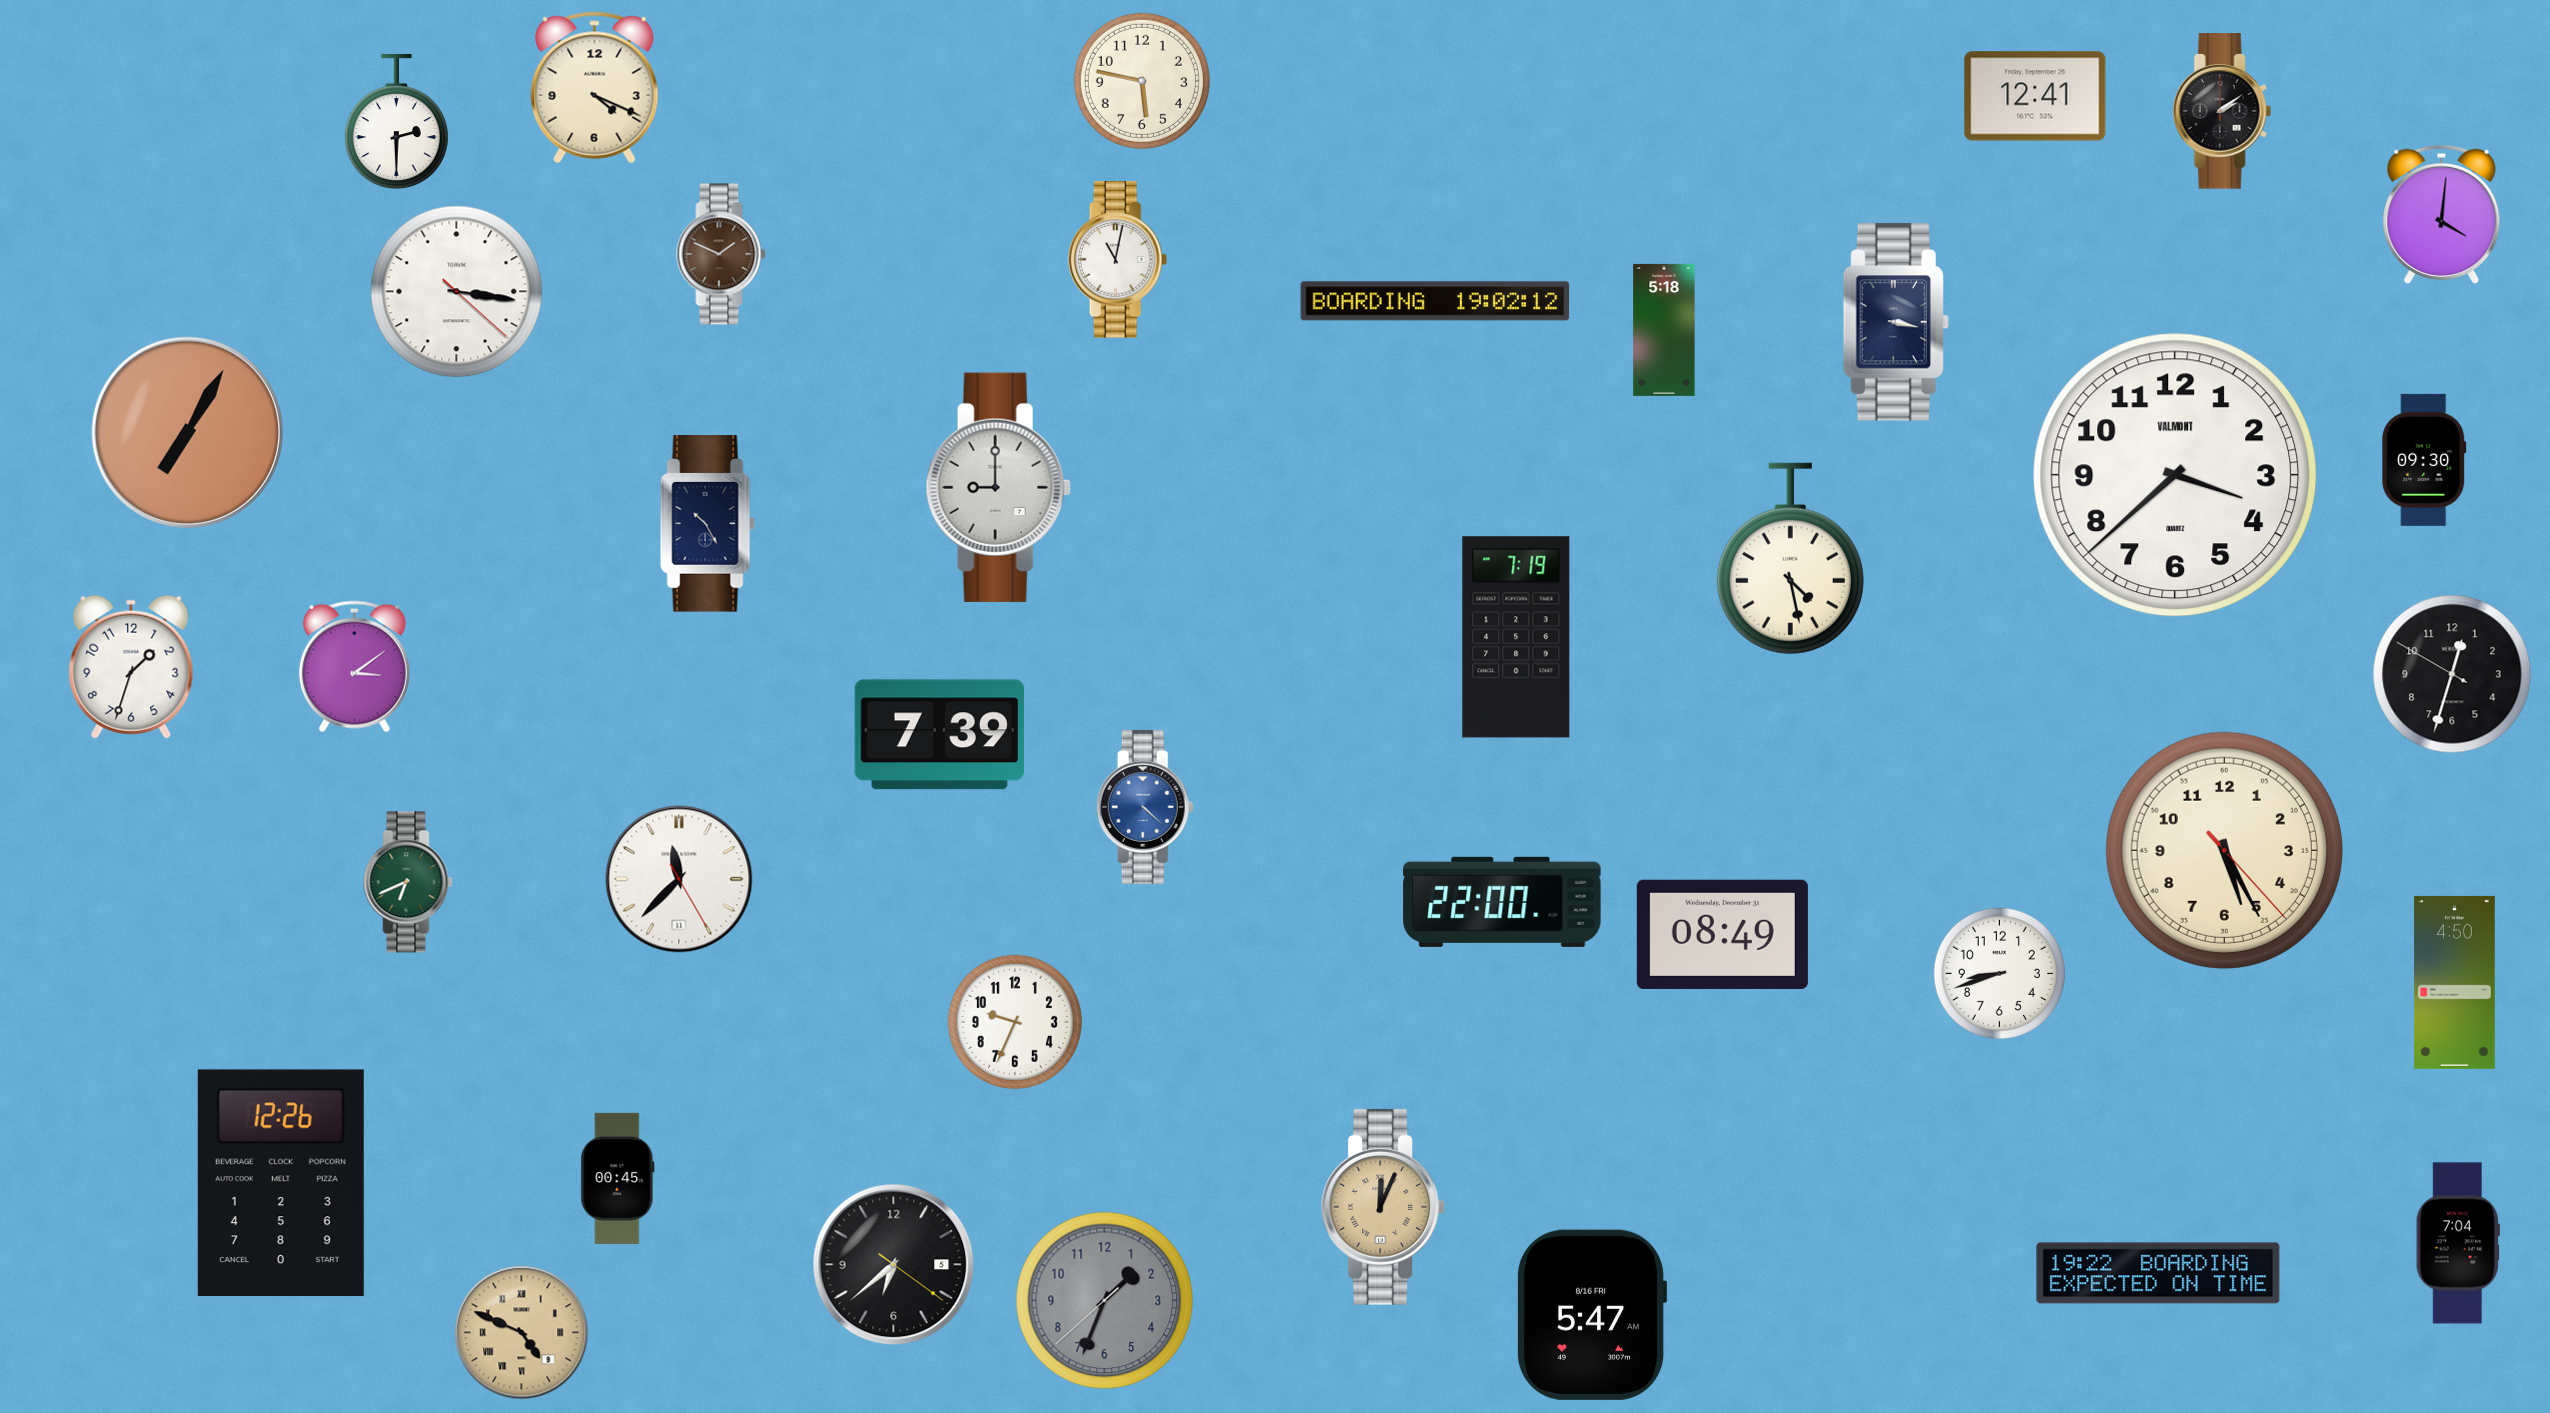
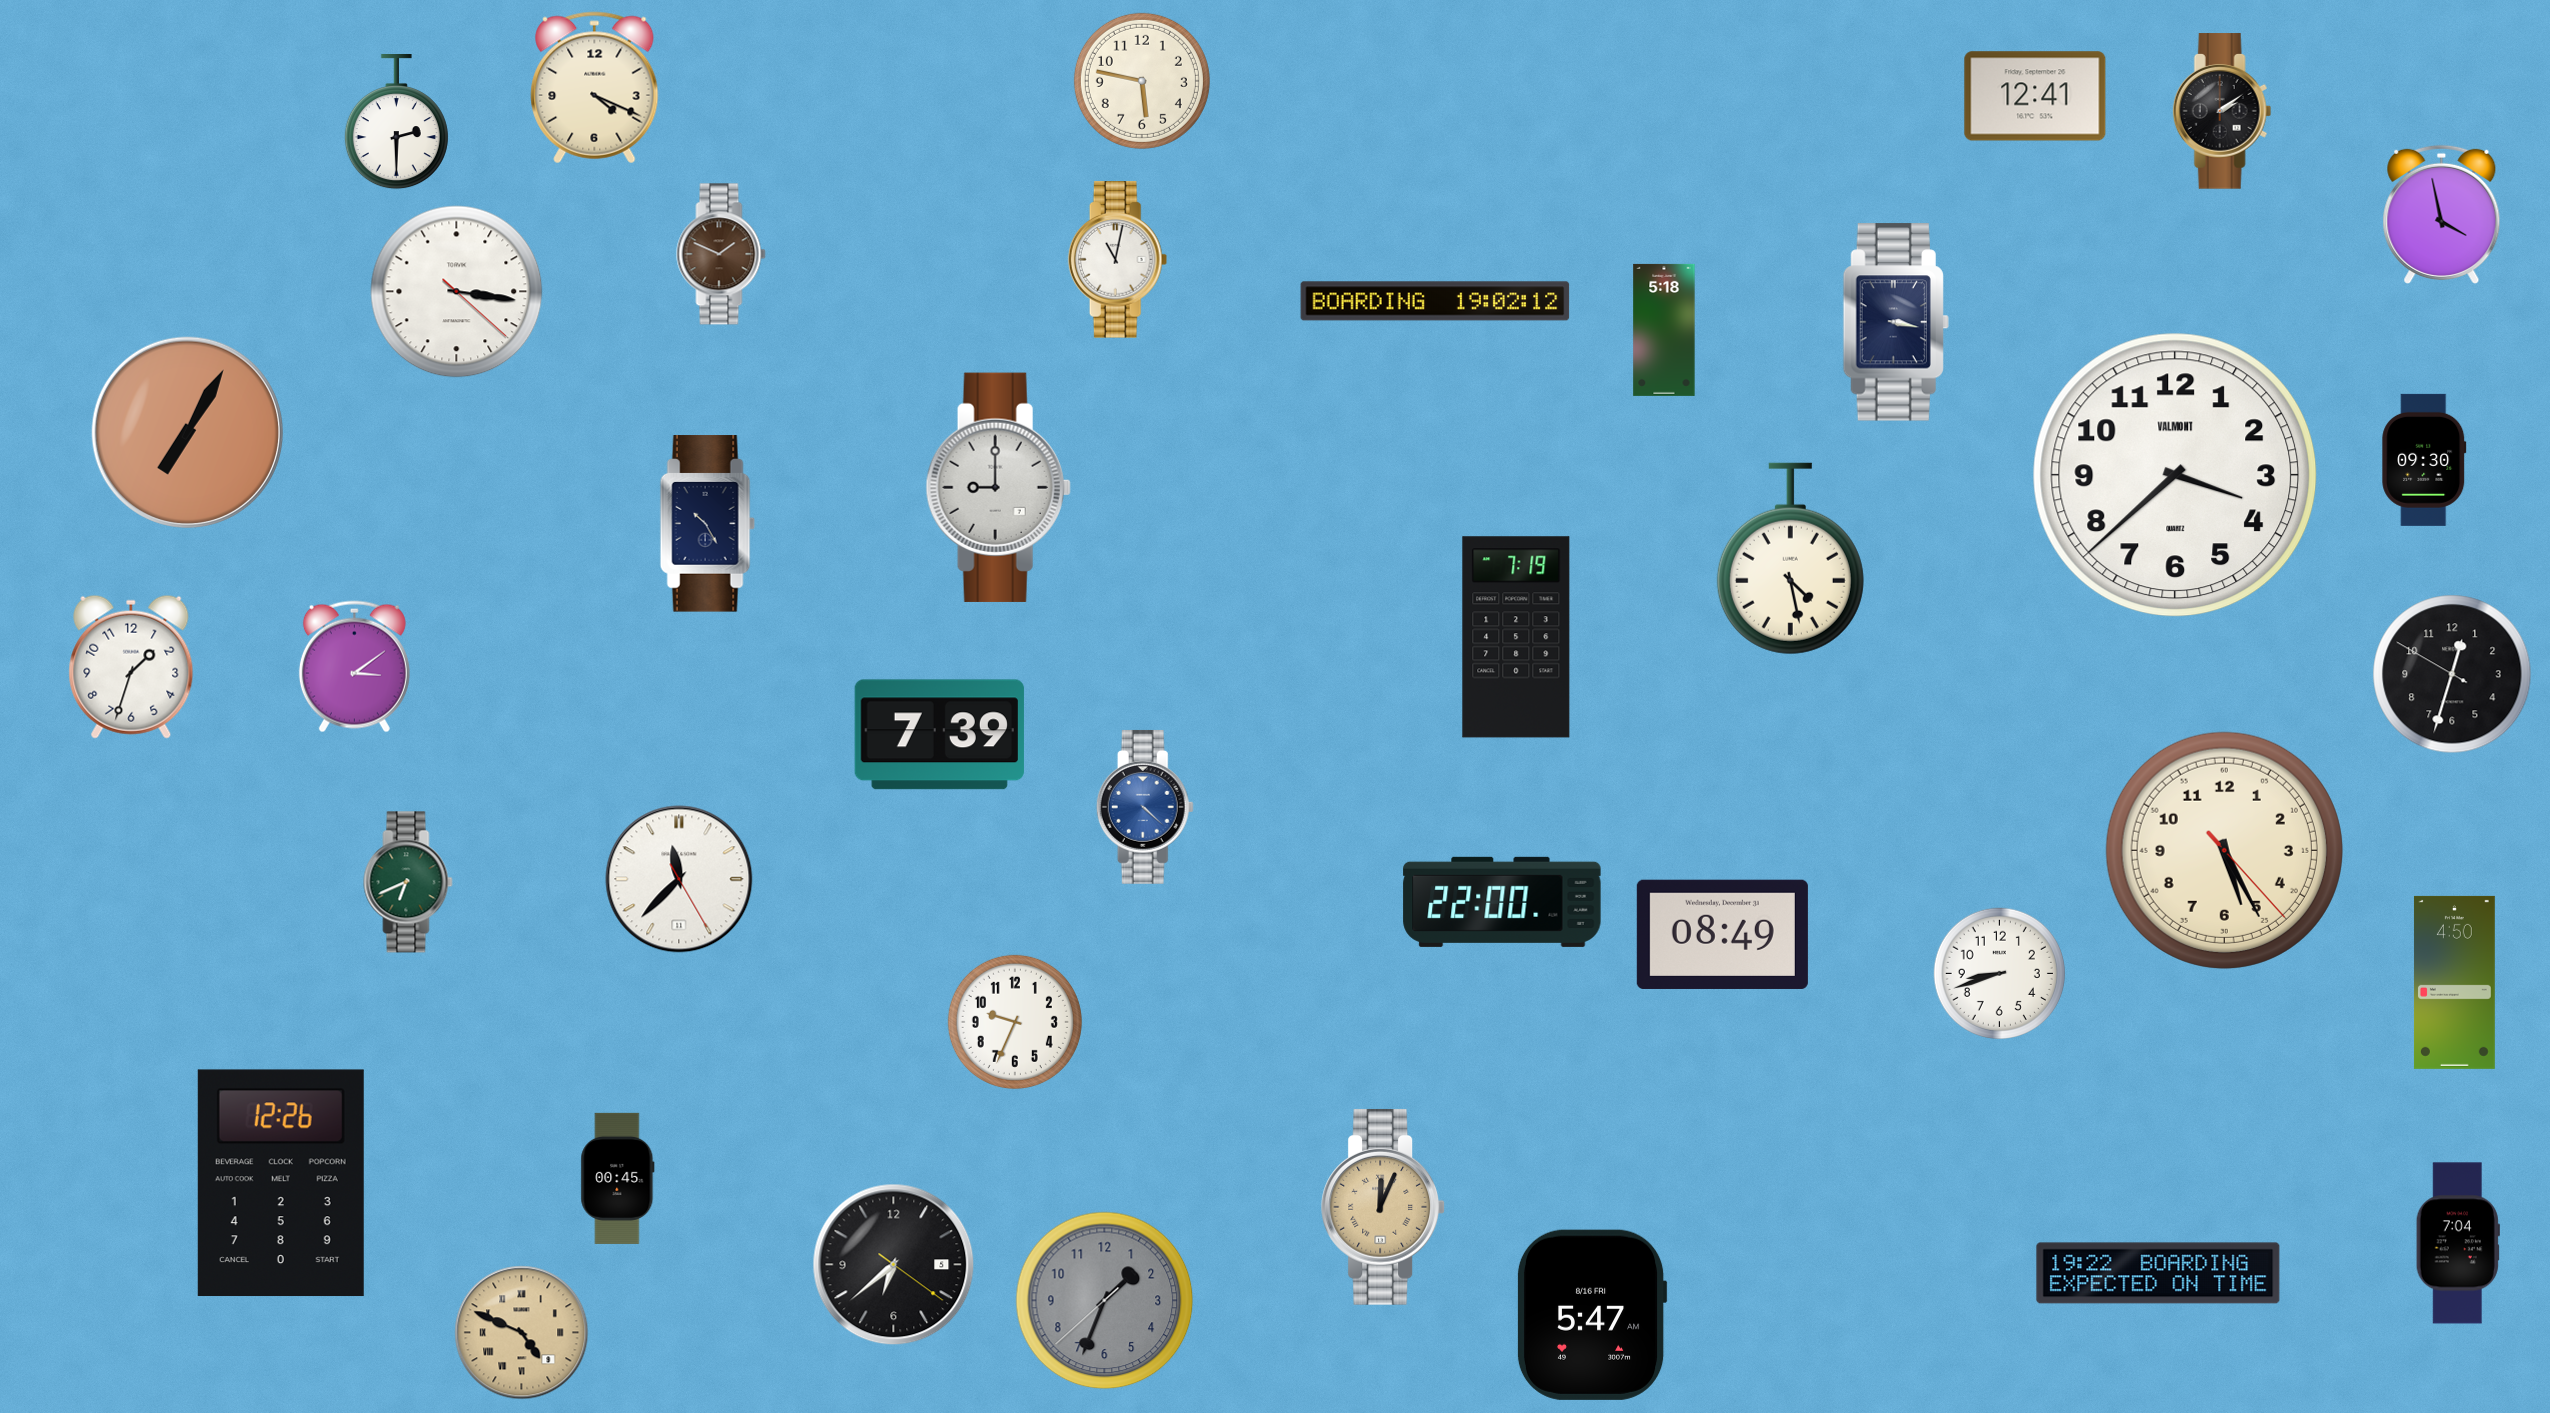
clock at (2442, 214): 4:01 -> 3:58
